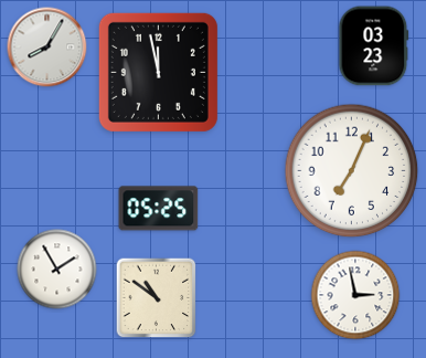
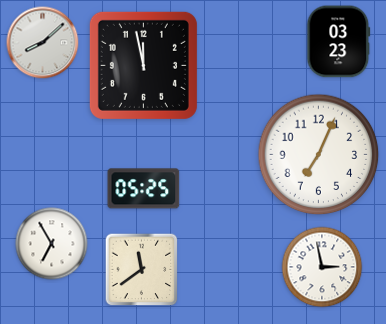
clock at (47, 48): 8:05 -> 8:08
clock at (57, 270): 1:55 -> 6:55
clock at (157, 298): 10:51 -> 11:39
